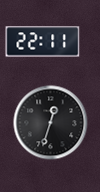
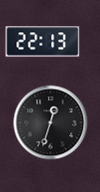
clock at (43, 42): 22:11 -> 22:13
